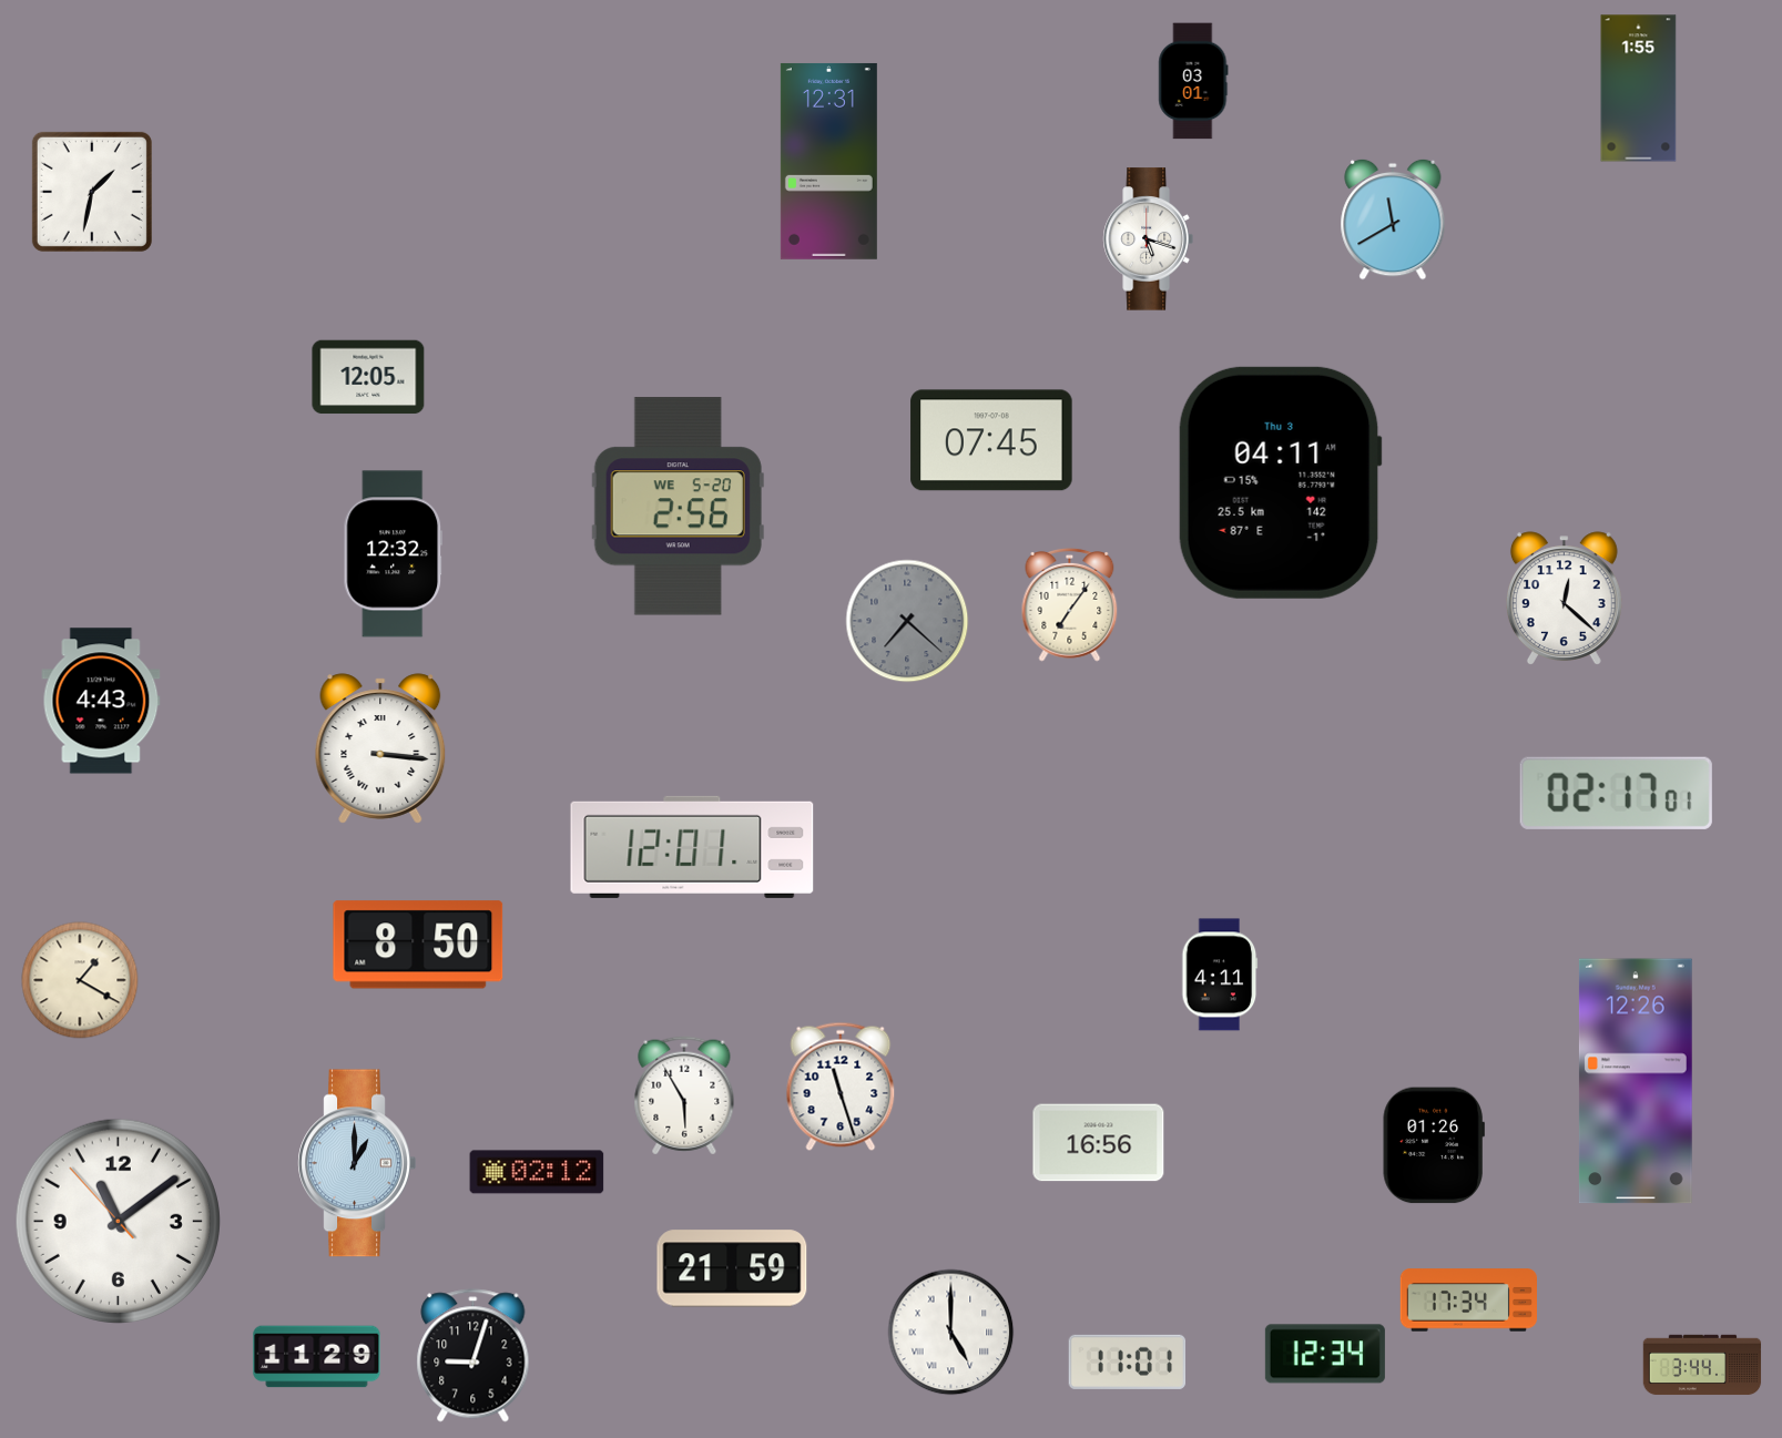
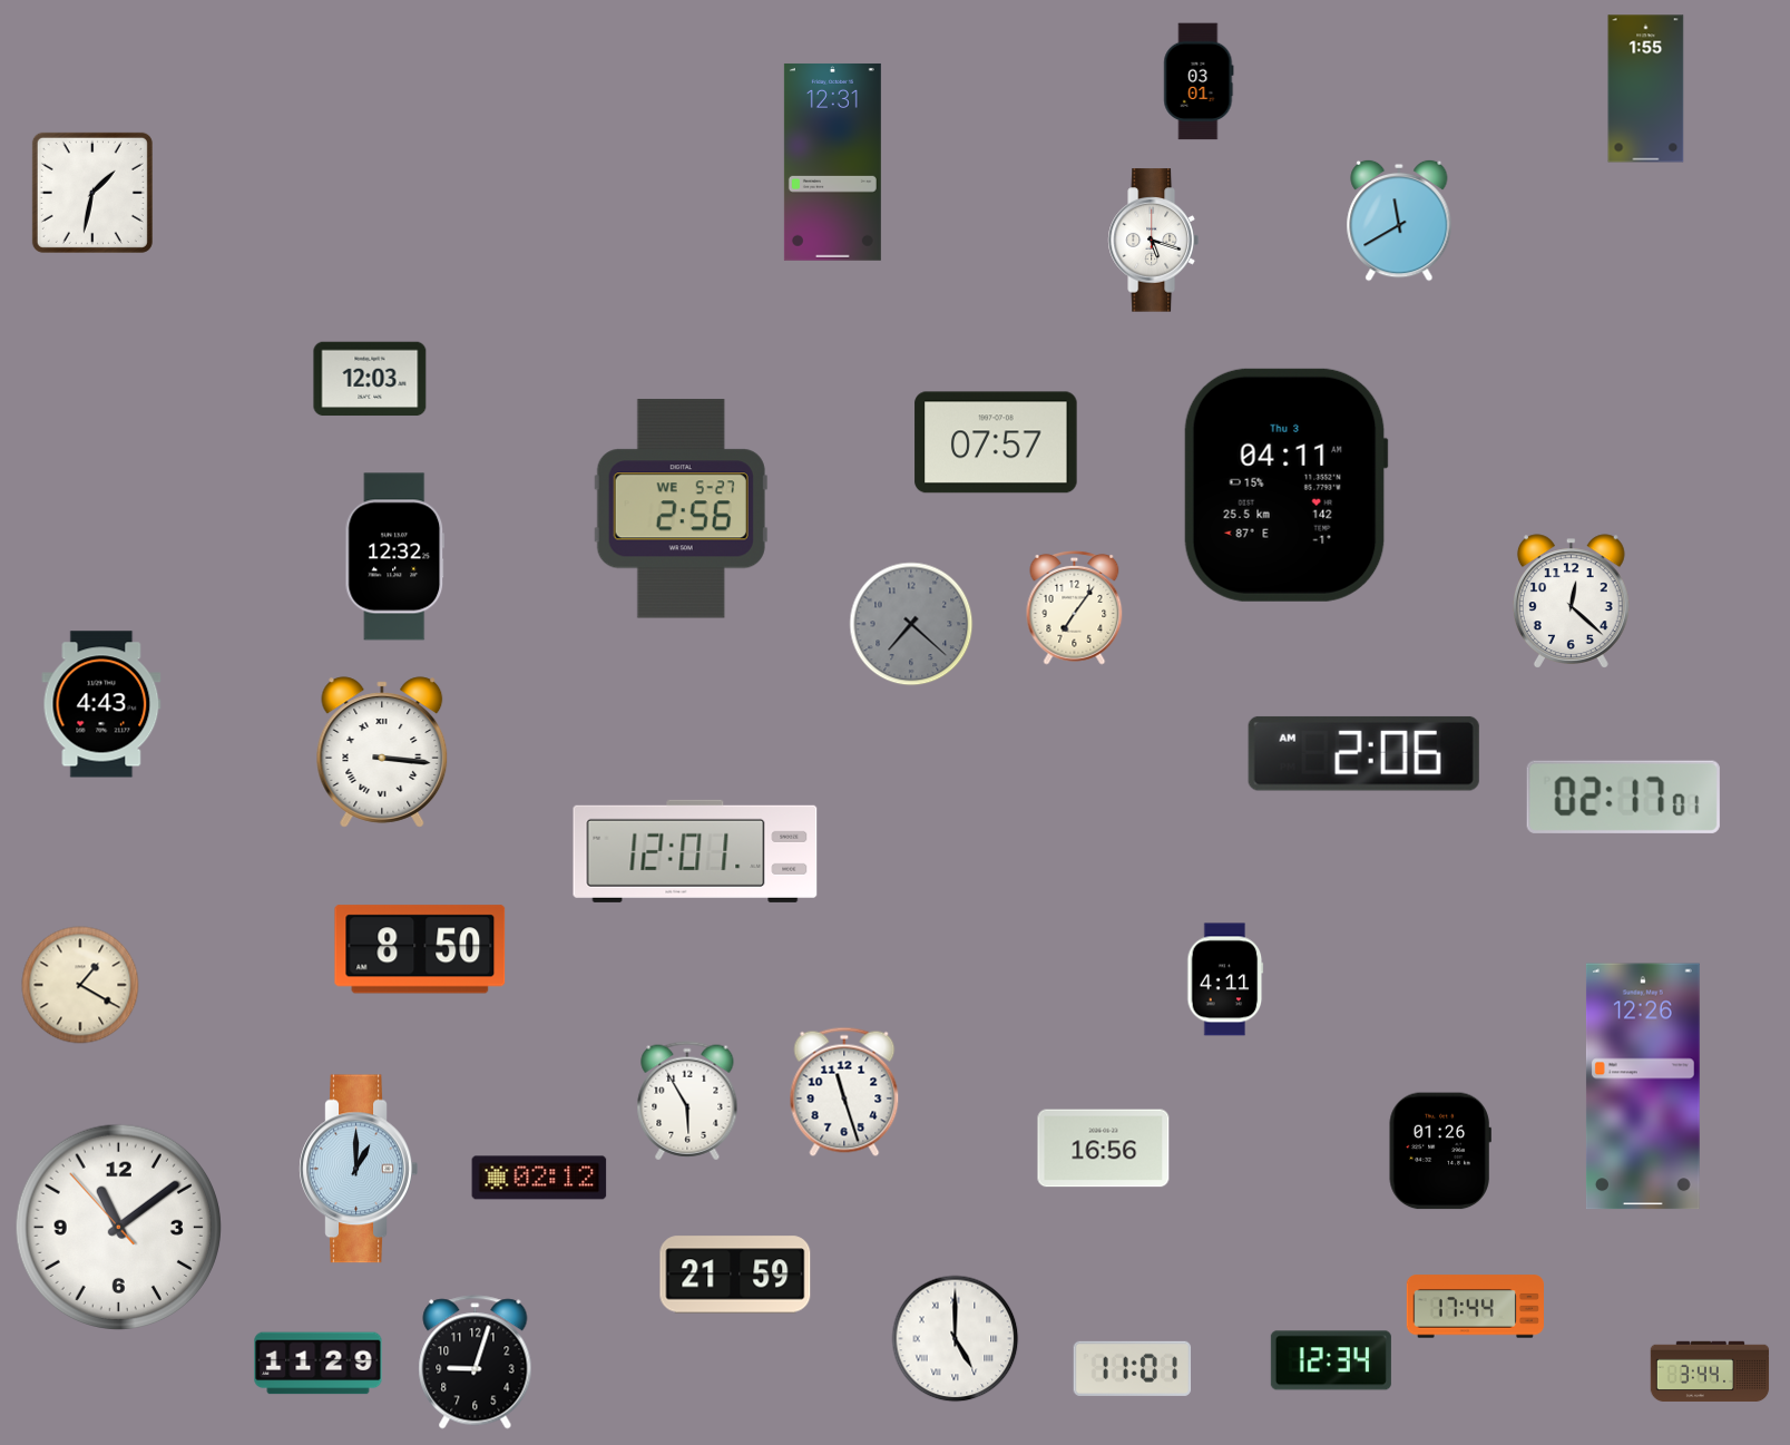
clock at (368, 377): 12:05 -> 12:03
clock at (991, 440): 07:45 -> 07:57
clock at (678, 507) date: WE 5-20 -> WE 5-27
clock at (1363, 753): none -> 2:06
clock at (1468, 1301): 17:34 -> 17:44
